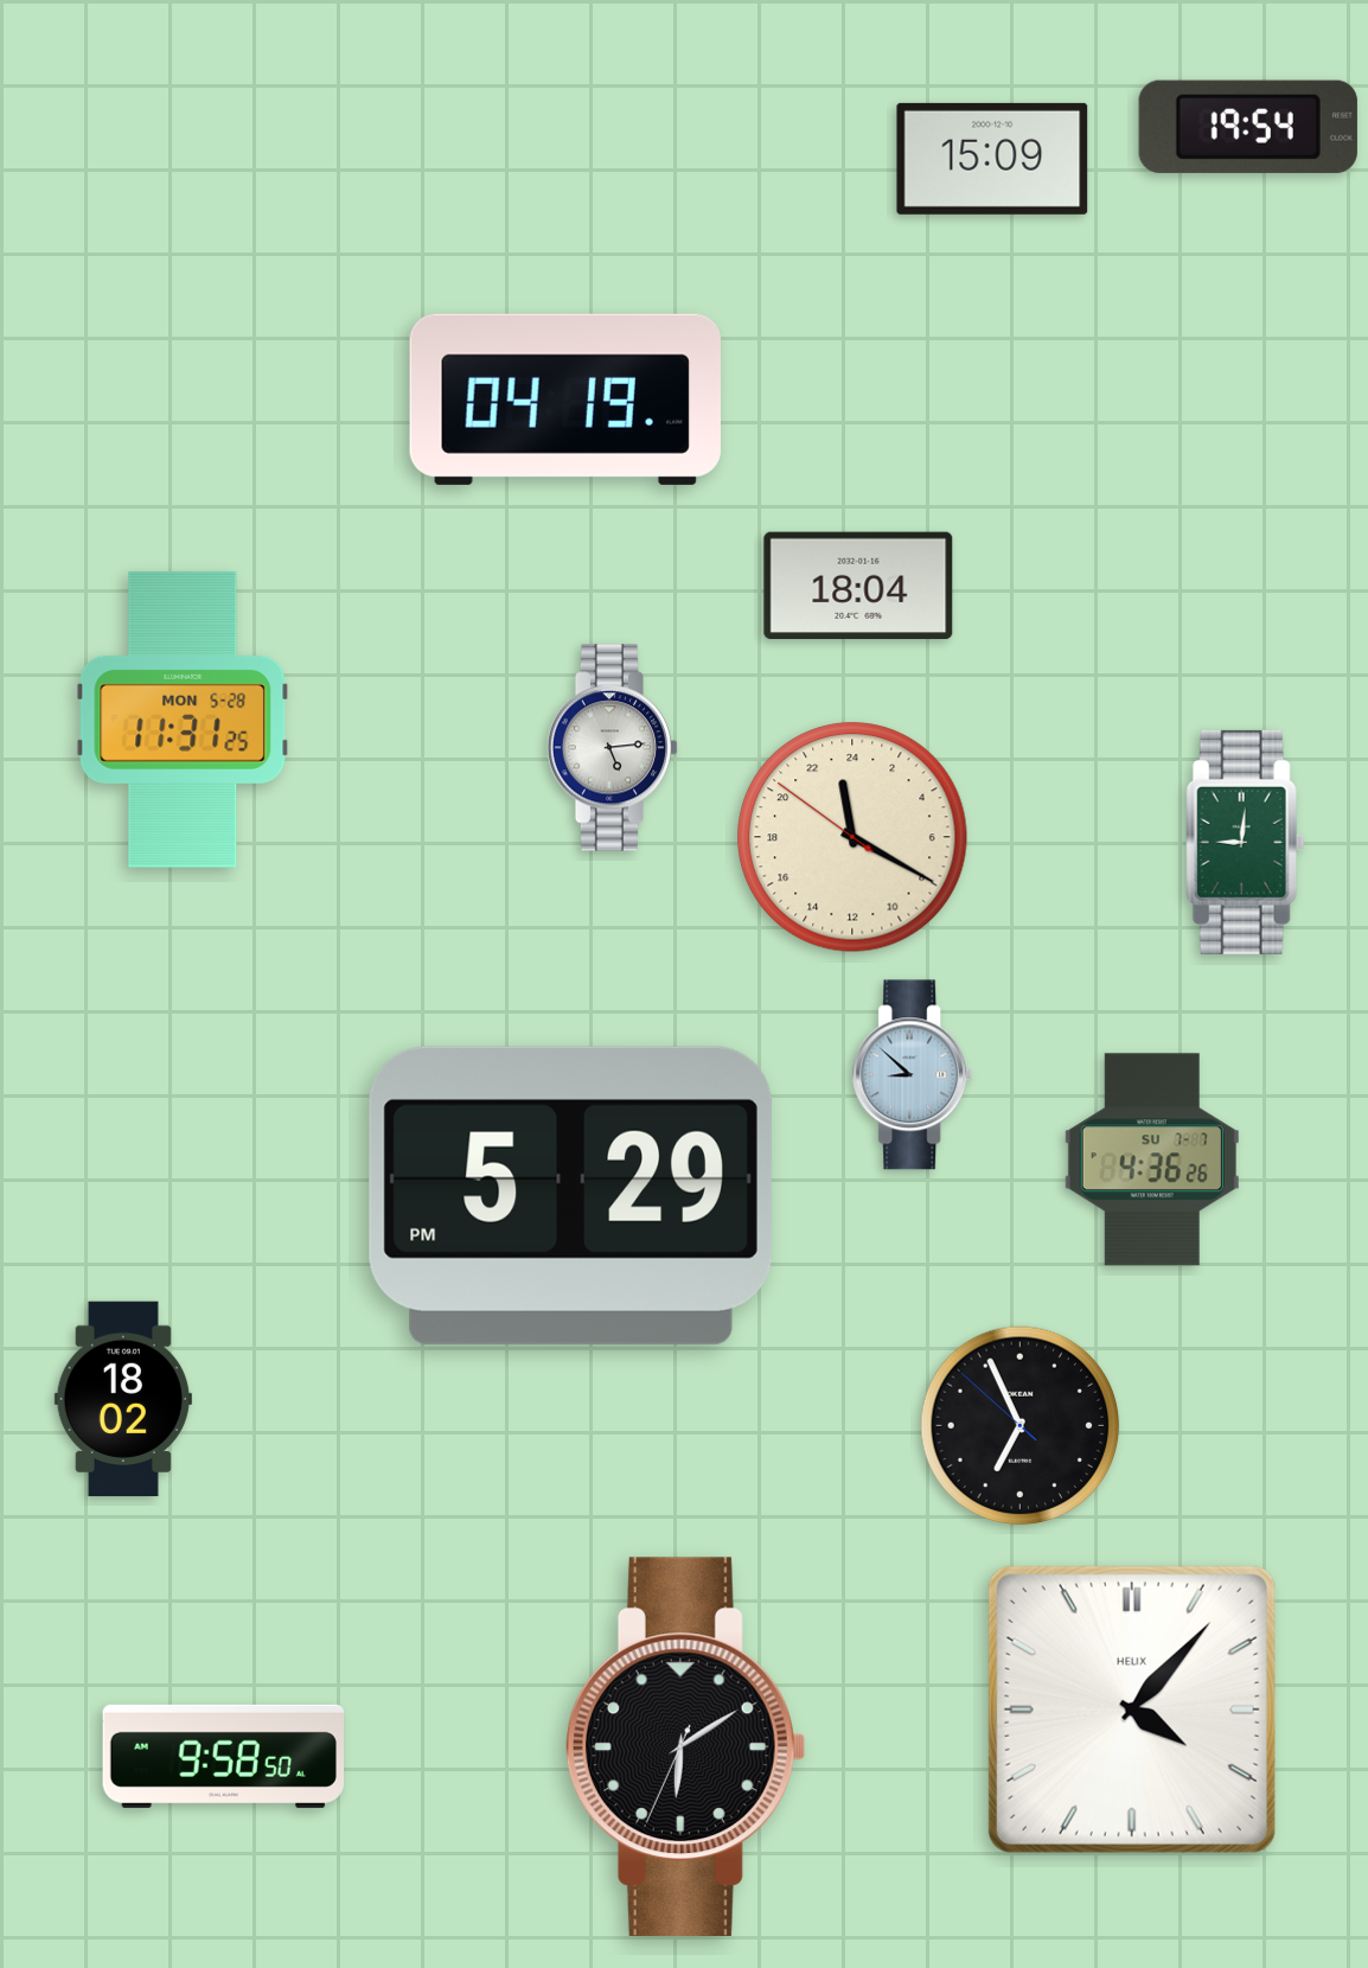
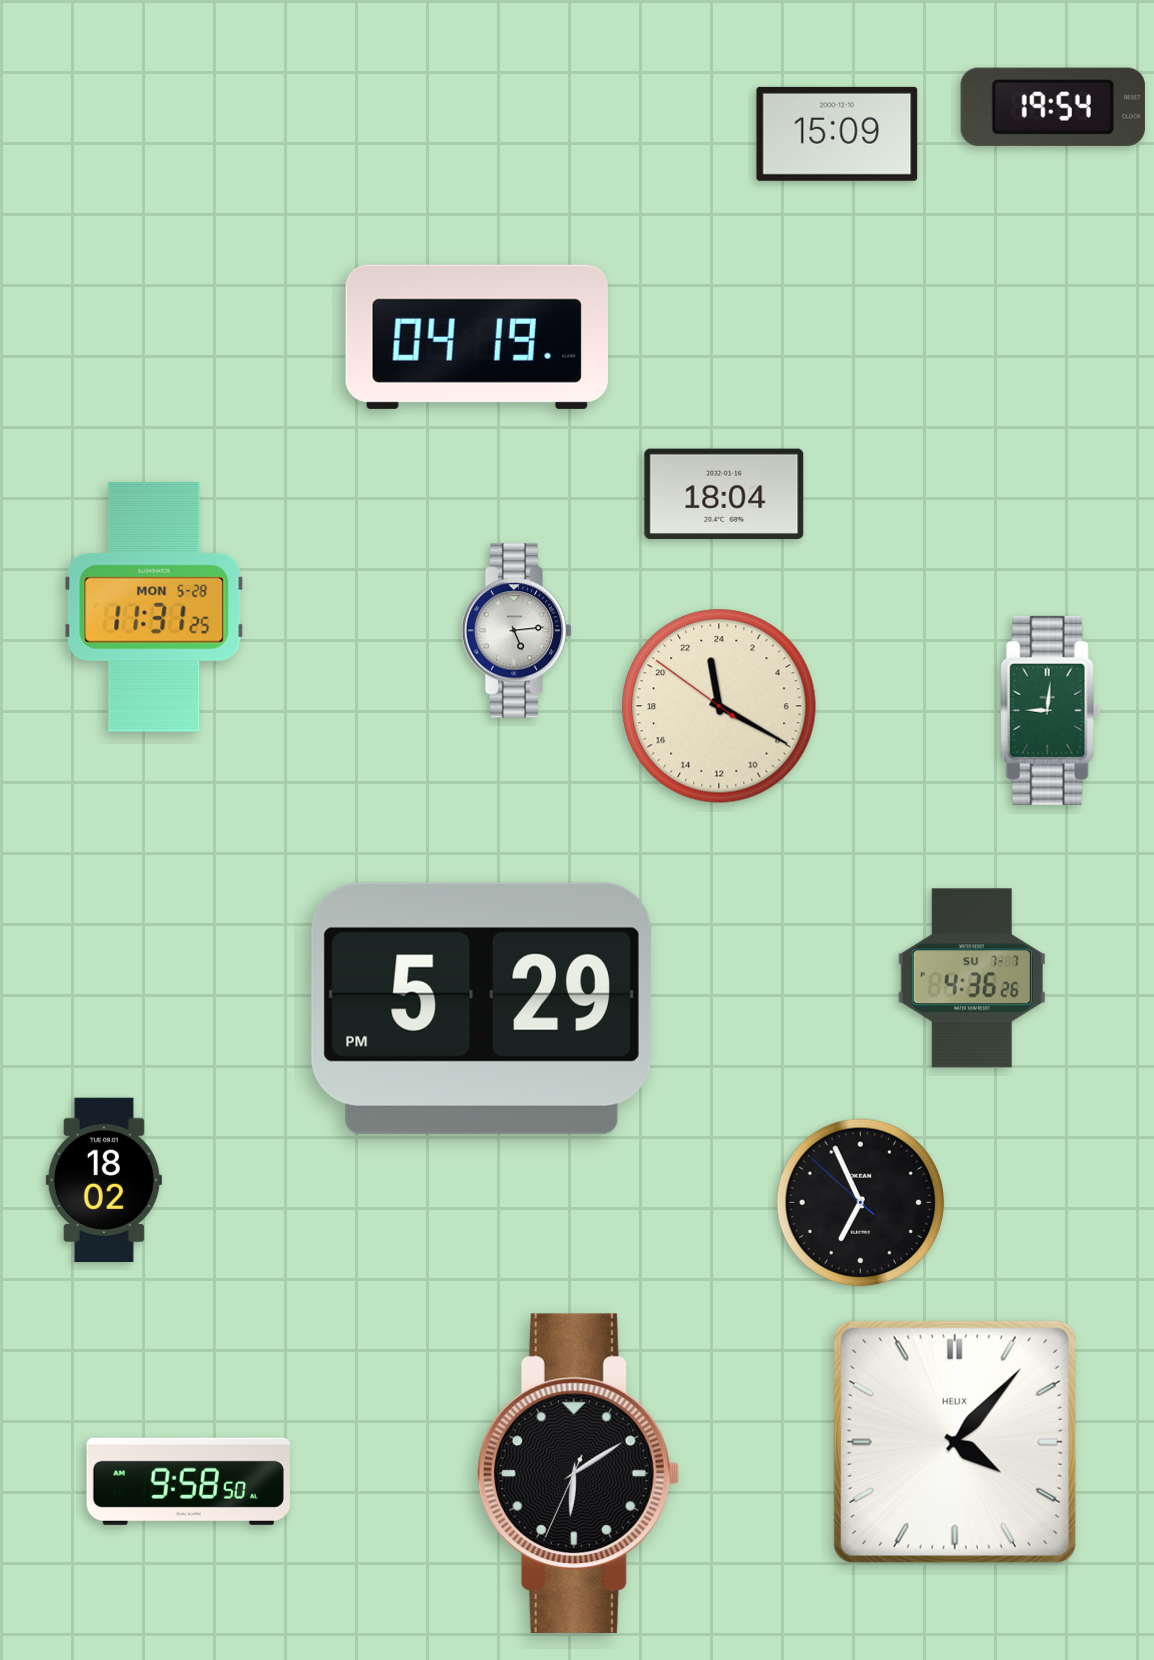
clock at (913, 1075): 8:52 -> none
